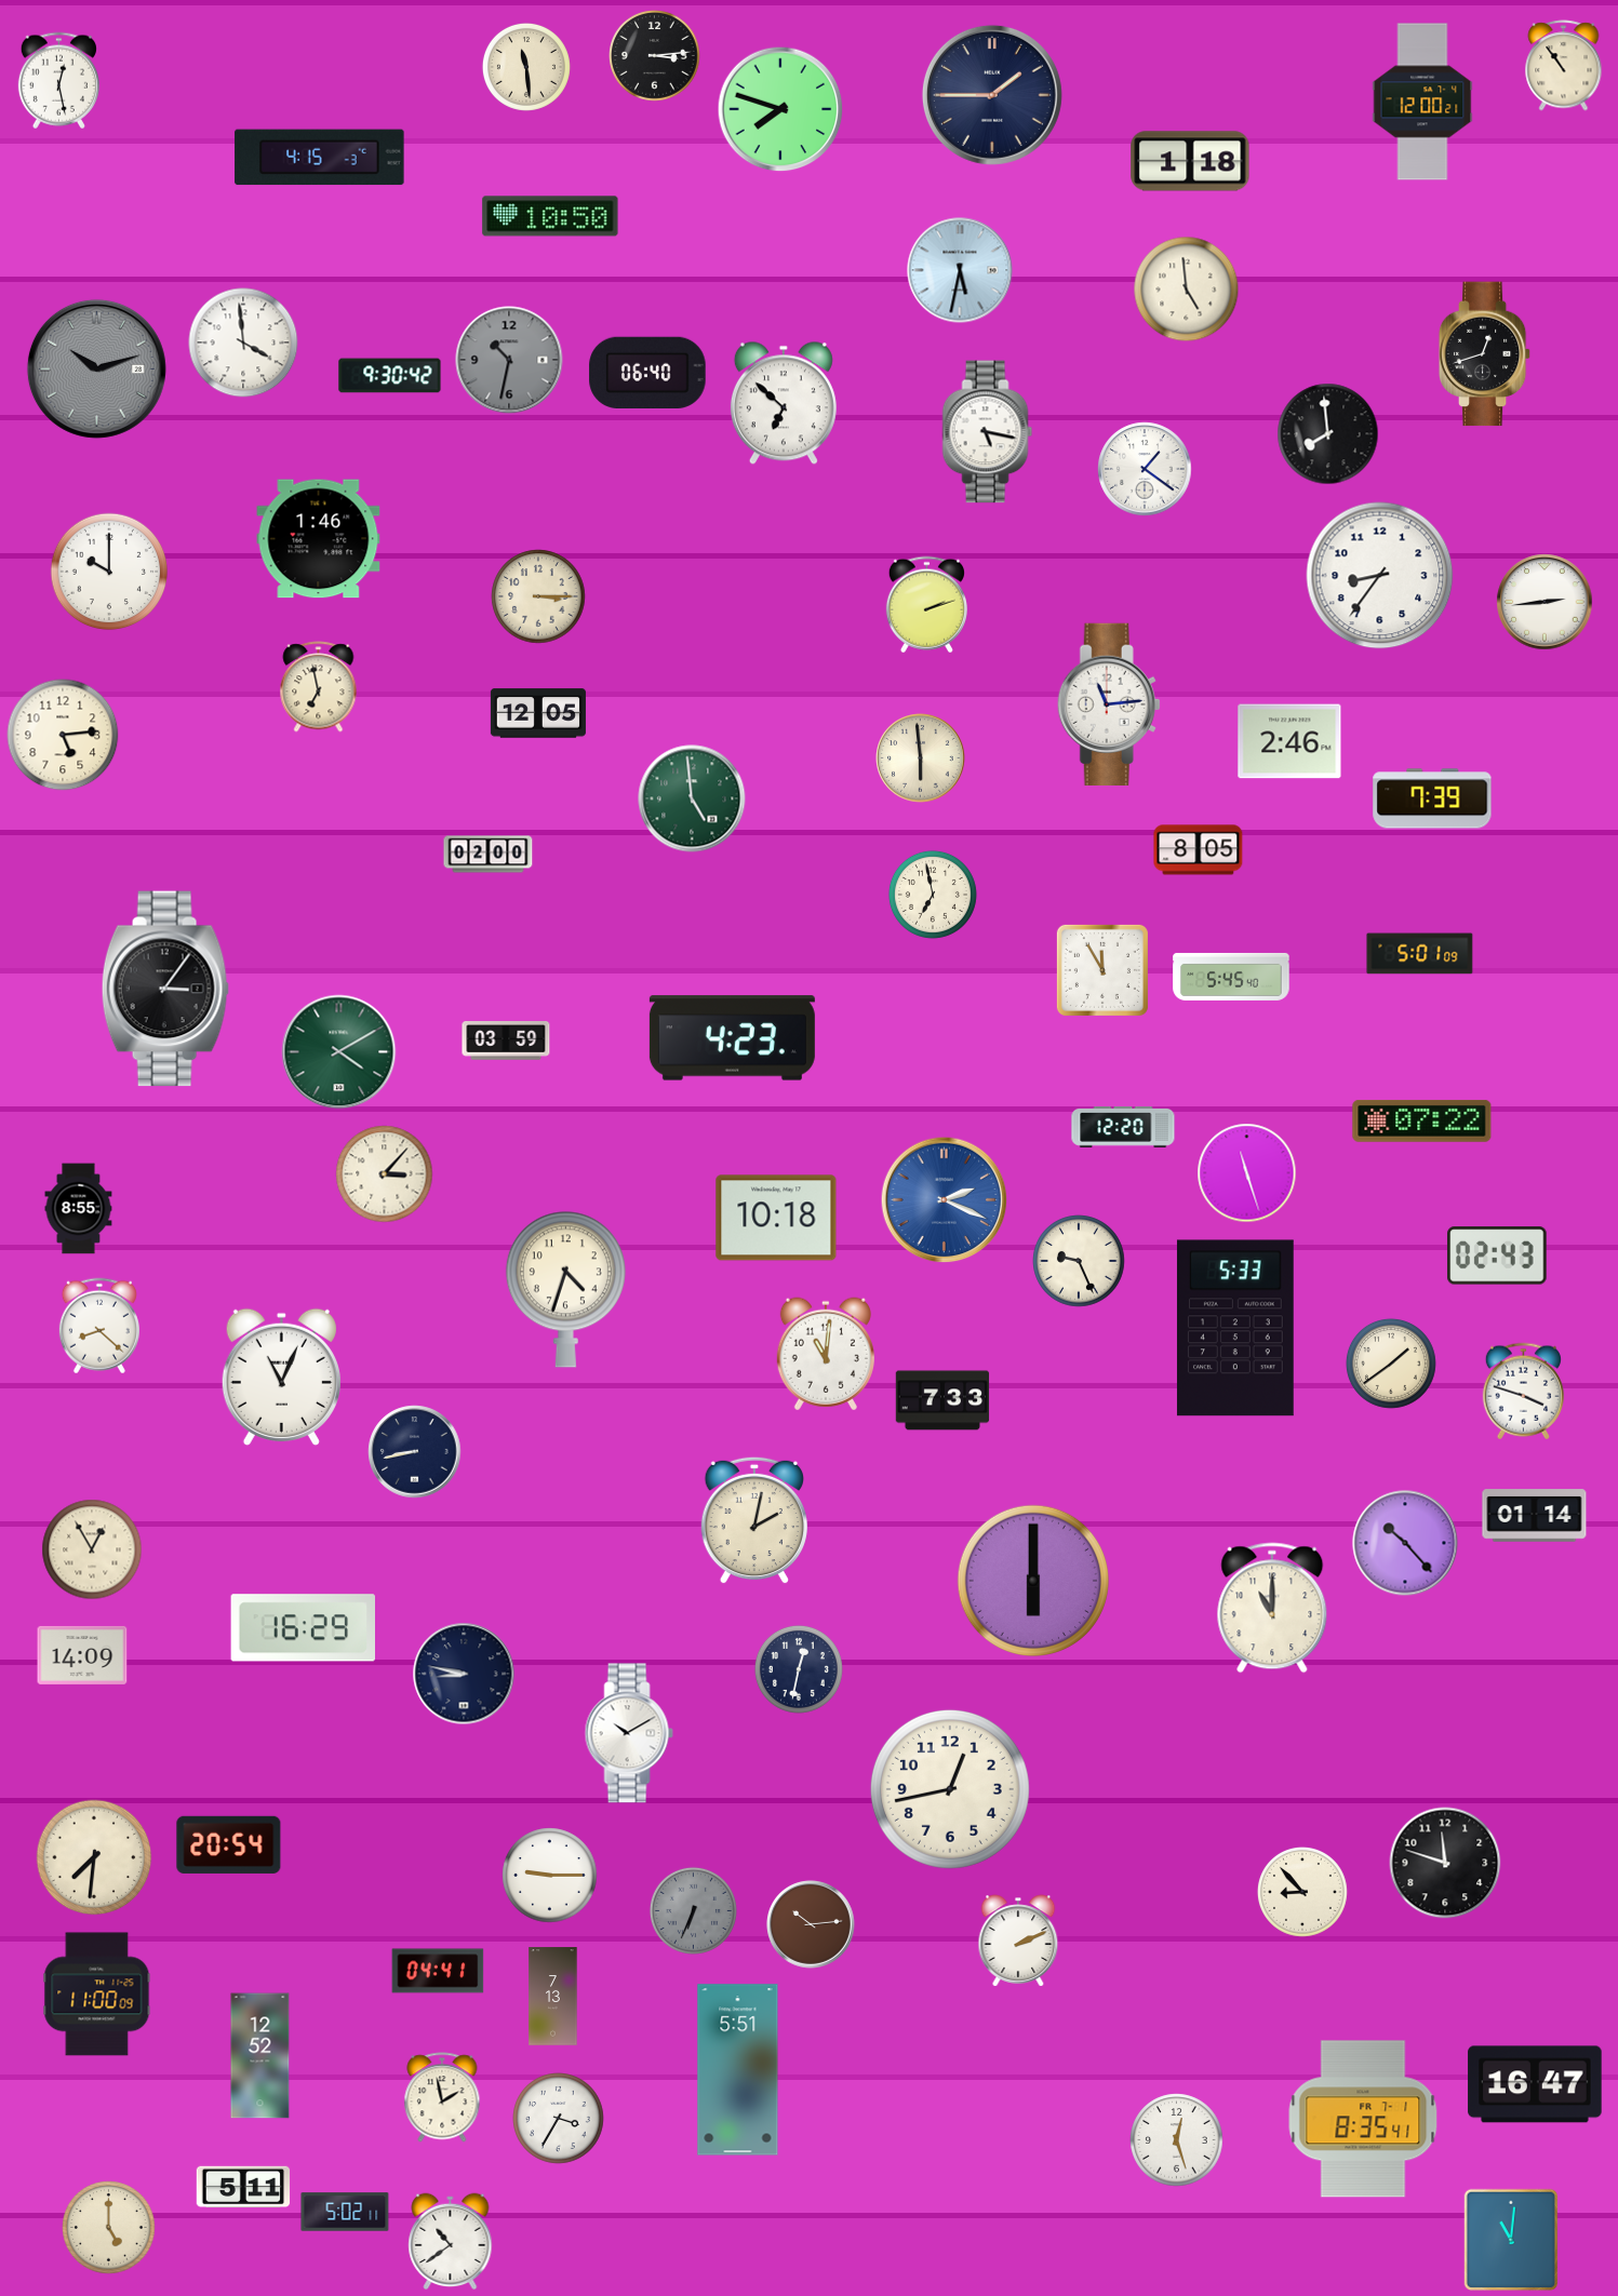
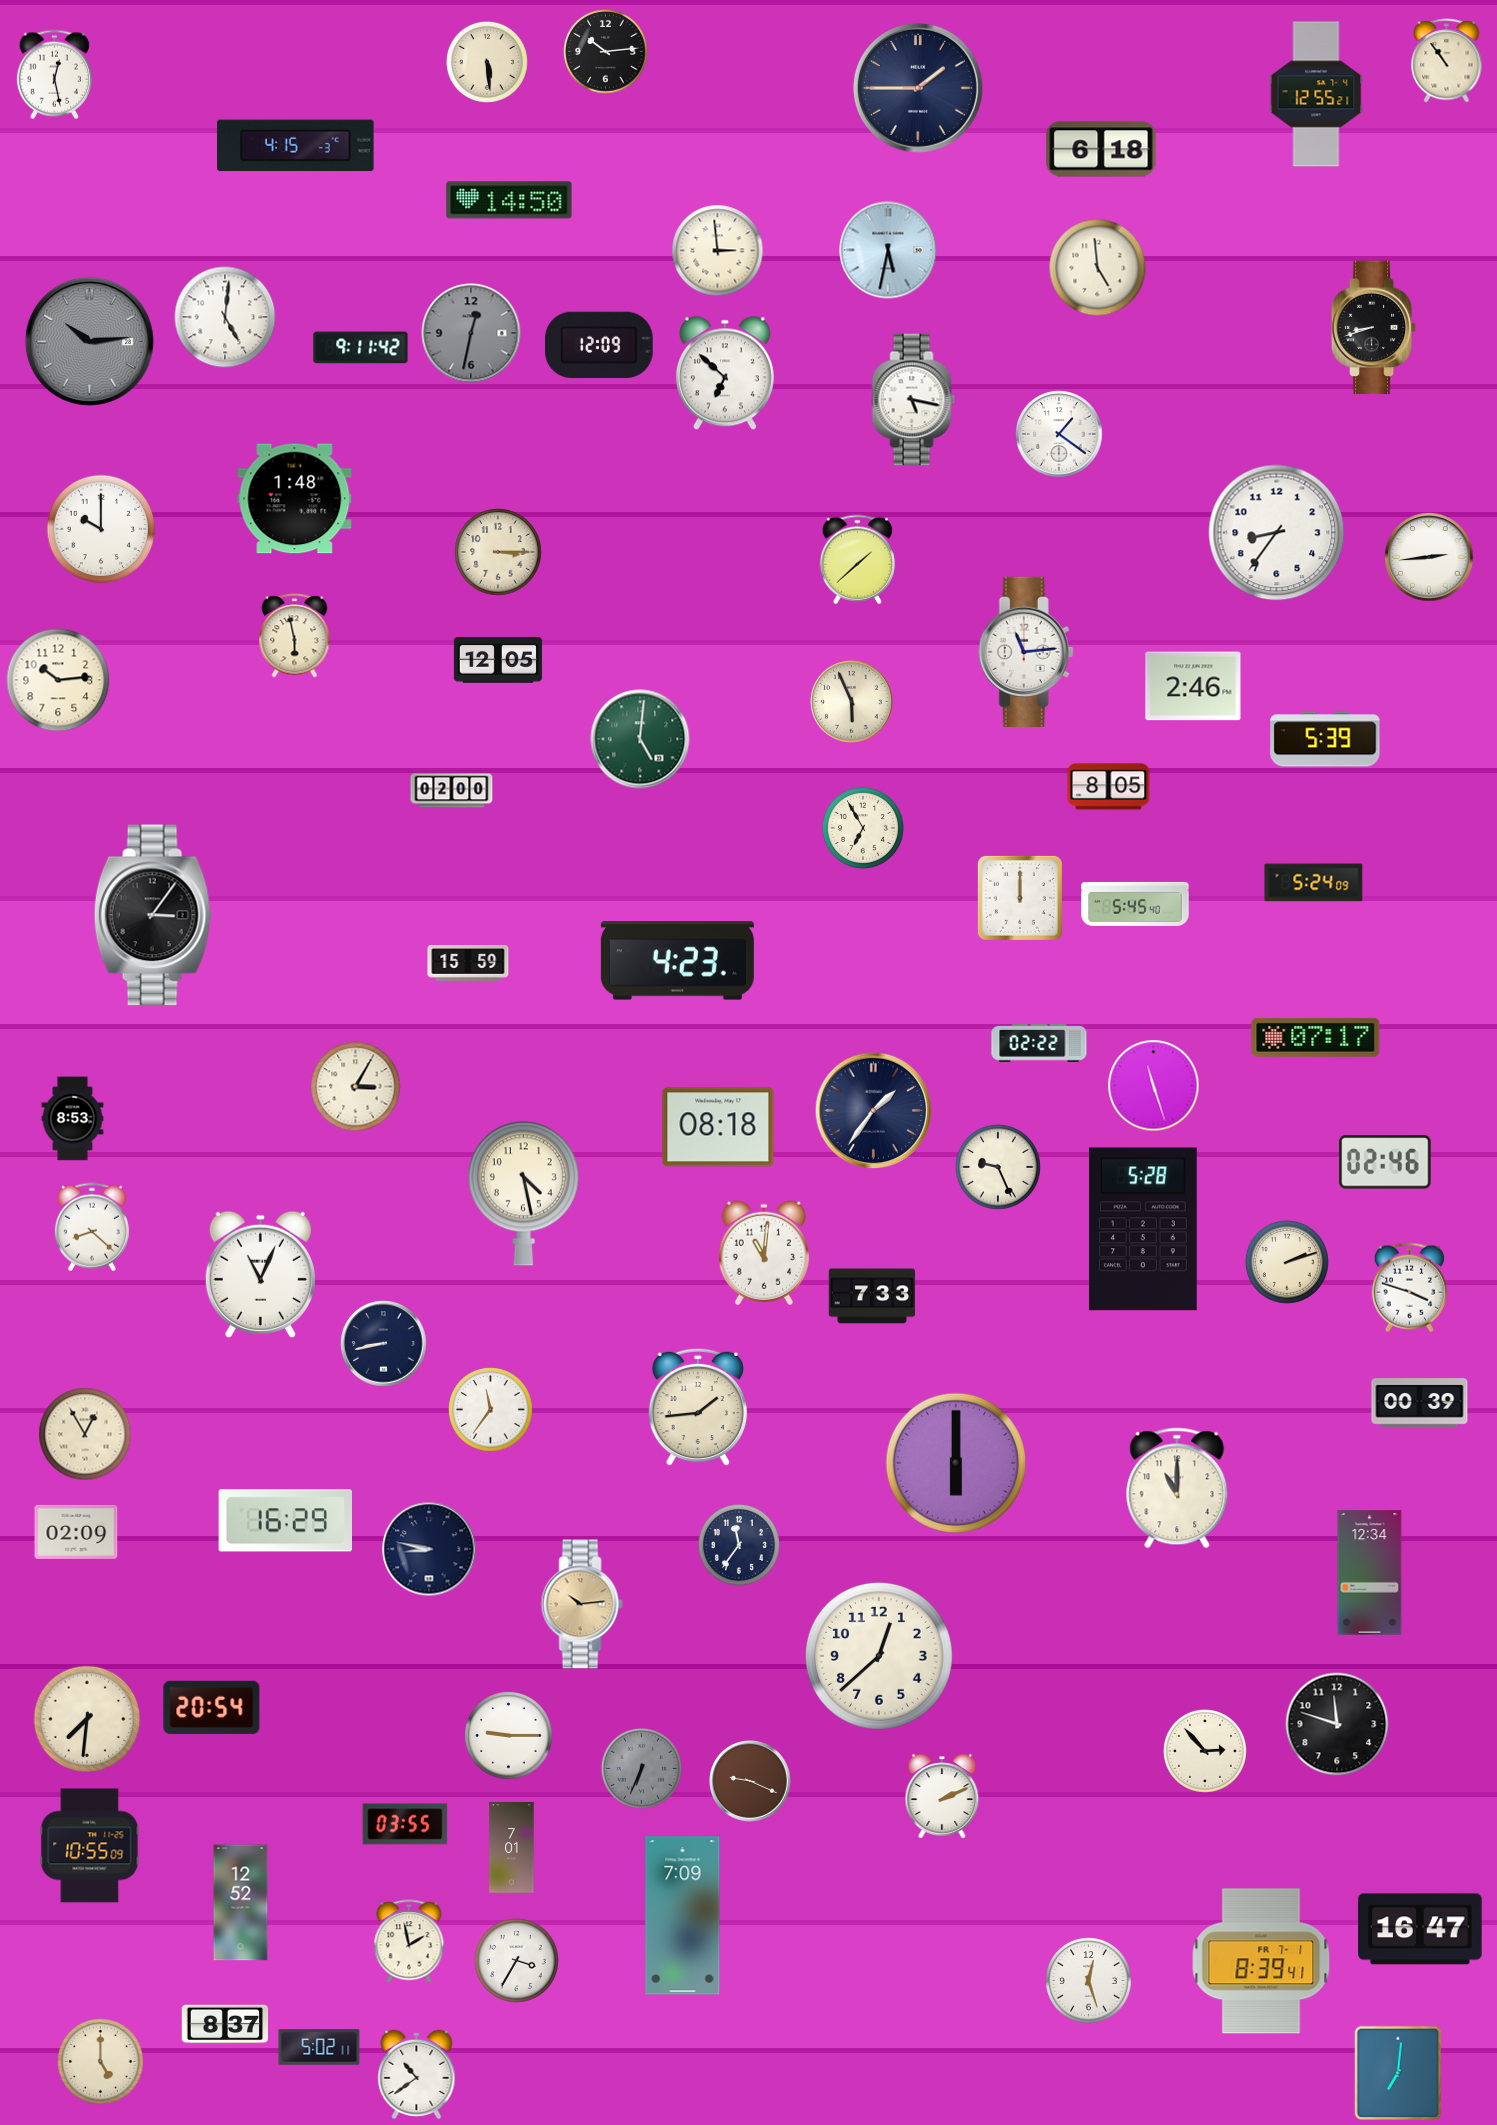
clock at (655, 56): 3:14 -> 10:14
clock at (526, 67): 11:29 -> 5:29
clock at (1422, 102): 12:00 -> 12:55
clock at (780, 109): 7:48 -> none
clock at (1190, 161): 1:18 -> 6:18
clock at (550, 216): 10:50 -> 14:50
clock at (718, 251): none -> 2:59
clock at (243, 343): 3:59 -> 5:01
clock at (1485, 354): 12:42 -> 8:42
clock at (509, 360): 10:32 -> 12:32
clock at (96, 368): 10:12 -> 10:14
clock at (647, 372): 06:40 -> 12:09
clock at (390, 376): 9:30 -> 9:11
clock at (1328, 434): 7:59 -> none
clock at (319, 539): 1:46 -> 1:48
clock at (926, 605): 2:12 -> 1:38
clock at (319, 687): 6:58 -> 5:58
clock at (63, 735): 5:14 -> 10:14
clock at (921, 758): 5:59 -> 5:56
clock at (692, 798): 4:59 -> 5:01
clock at (1432, 798): 7:39 -> 5:39
clock at (933, 895): 6:58 -> 6:55
clock at (1420, 954): 5:01 -> 5:24
clock at (1102, 970): 11:55 -> 12:00
clock at (1231, 977) position: (1231, 977) -> (1135, 904)
clock at (506, 1040): 03:59 -> 15:59
clock at (339, 1052): 4:10 -> none
clock at (1422, 1120): 07:22 -> 07:17
clock at (1123, 1128): 12:20 -> 02:22
clock at (385, 1174): 3:07 -> 3:05
clock at (945, 1200): 2:19 -> 1:36
clock at (945, 1200) dial: blue -> navy
clock at (79, 1209): 8:55 -> 8:53
clock at (776, 1218): 10:18 -> 08:18
clock at (1497, 1256): 02:43 -> 02:46
clock at (565, 1289): 4:33 -> 4:28
clock at (1235, 1328): 5:33 -> 5:28
clock at (1391, 1364): 1:39 -> 2:12
clock at (1535, 1516): 01:14 -> 00:39
clock at (754, 1520): 2:02 -> 1:44
clock at (491, 1410): none -> 11:36
clock at (1405, 1543): 10:23 -> none
clock at (304, 1628) position: (304, 1628) -> (286, 1521)
clock at (82, 1655): 14:09 -> 02:09
clock at (799, 1669): 12:32 -> 11:36
clock at (1370, 1573): none -> 12:34
clock at (629, 1733): 10:10 -> 10:14
clock at (629, 1733) dial: white -> champagne
clock at (950, 1789): 12:43 -> 12:38
clock at (1302, 1892): 8:53 -> 2:53
clock at (812, 1925): 10:14 -> 9:19
clock at (438, 1971): 04:41 -> 03:55
clock at (97, 1995): 11:00 -> 10:55
clock at (553, 1997): 7:13 -> 7:01
clock at (738, 2070): 5:51 -> 7:09
clock at (1363, 2119): 8:35 -> 8:39
clock at (243, 2187): 5:11 -> 8:37
clock at (1511, 2240): 11:01 -> 7:01
